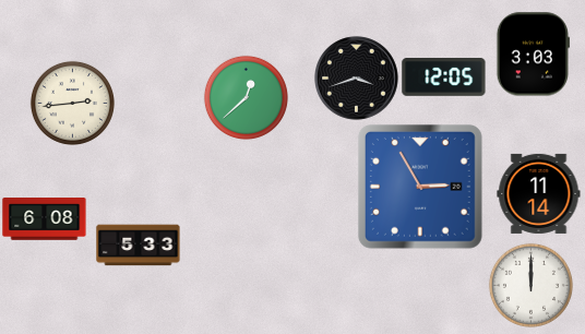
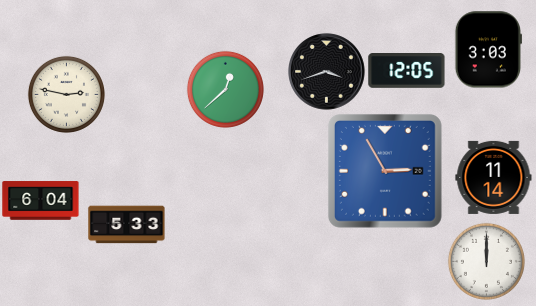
clock at (72, 103): 2:44 -> 2:47
clock at (45, 219): 6:08 -> 6:04
